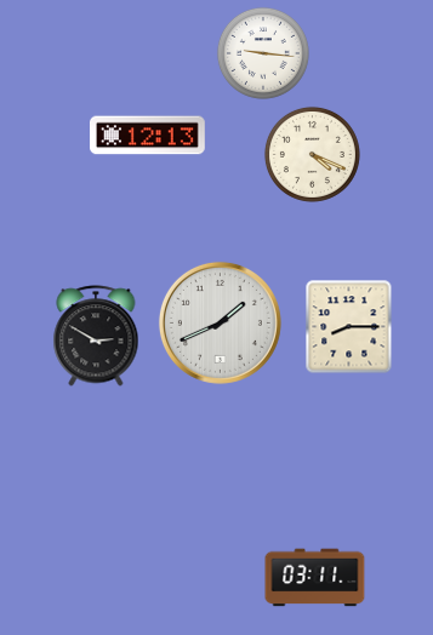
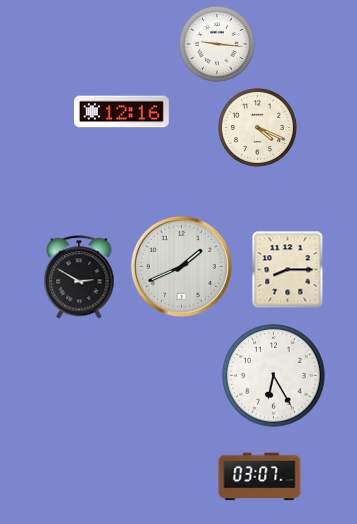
clock at (148, 136): 12:13 -> 12:16
clock at (274, 376): none -> 6:25
clock at (315, 578): 03:11 -> 03:07
